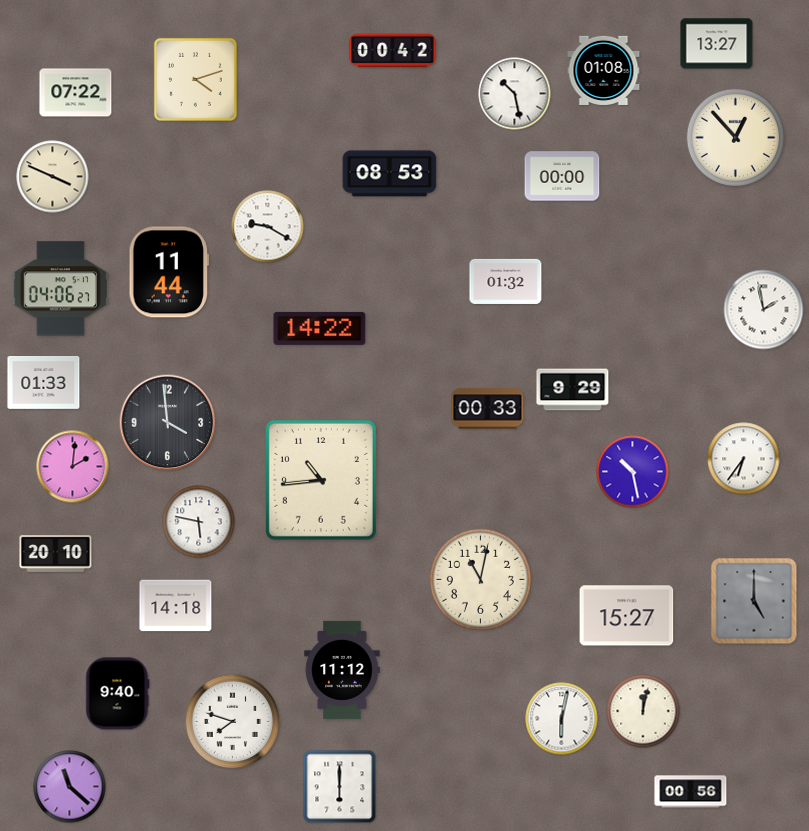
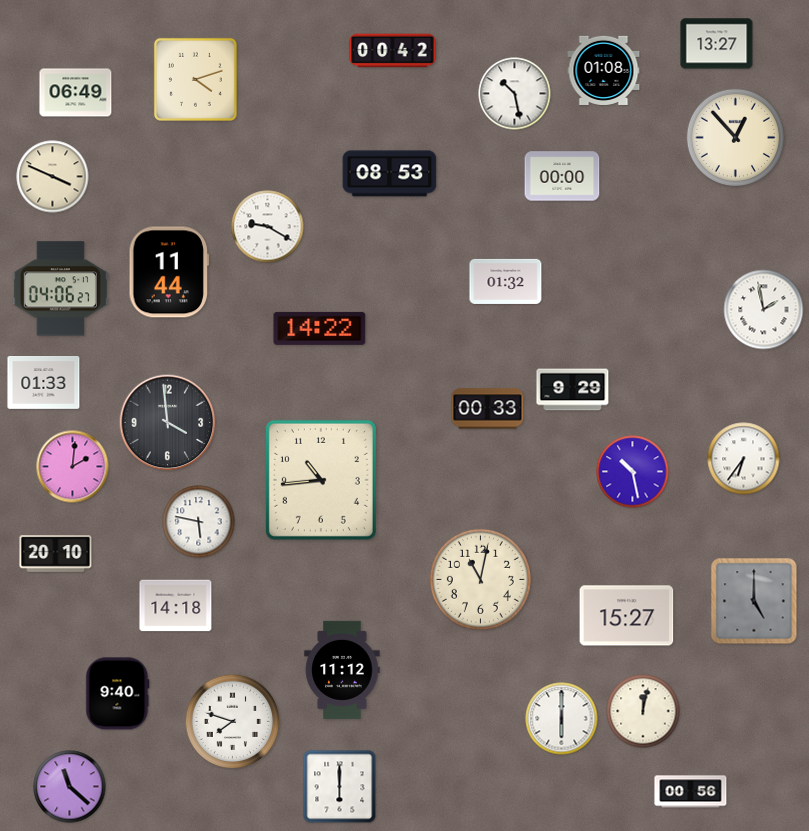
clock at (76, 93): 07:22 -> 06:49
clock at (562, 719): 6:02 -> 6:00
